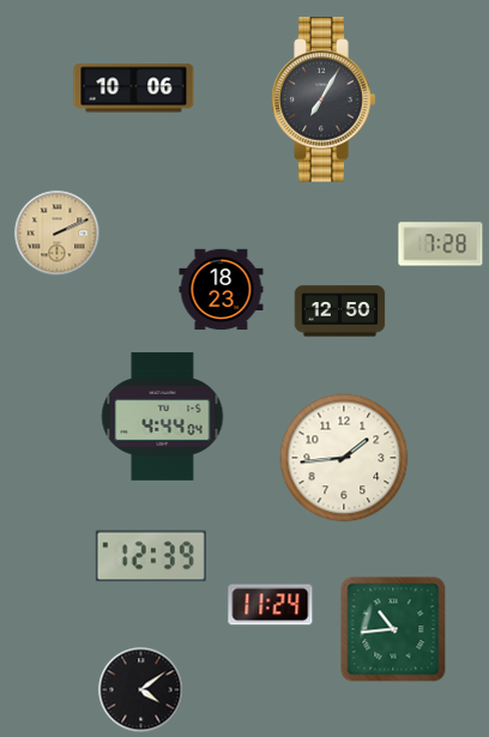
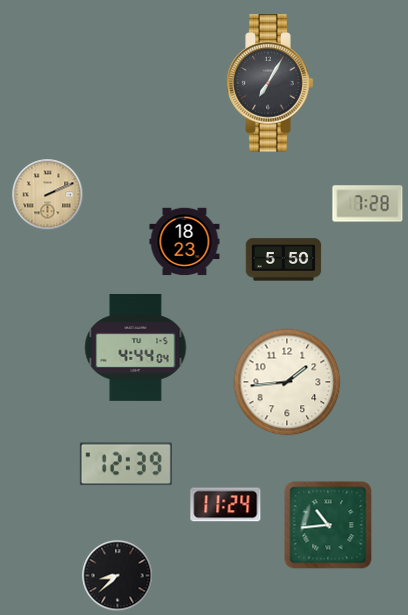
clock at (134, 89): 10:06 -> none
clock at (340, 312): 12:50 -> 5:50
clock at (141, 690): 4:09 -> 8:38
